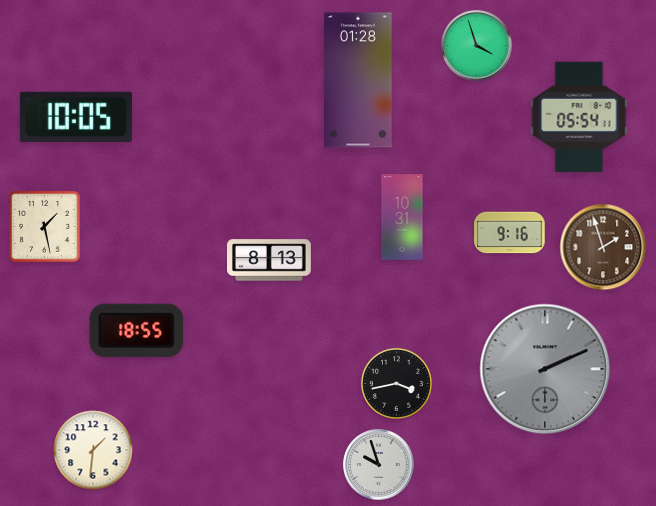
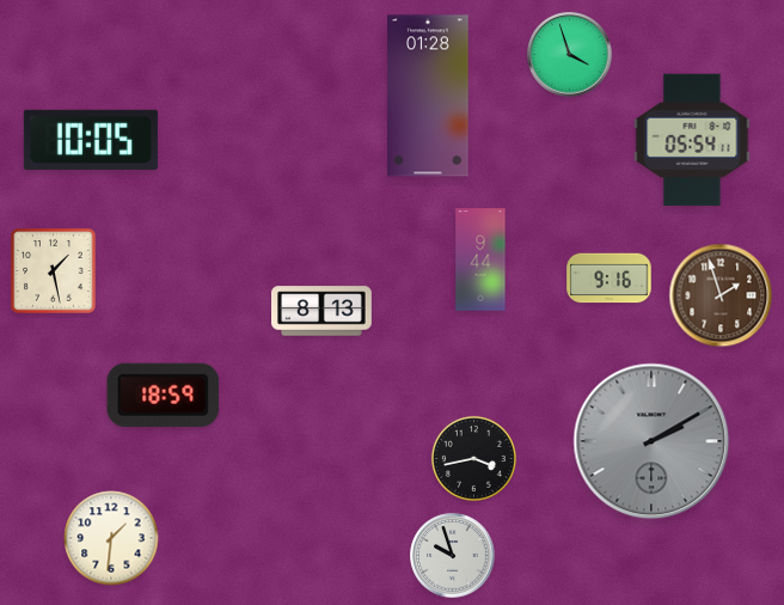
clock at (402, 217): 10:31 -> 9:44
clock at (137, 330): 18:55 -> 18:59
clock at (545, 369): 2:11 -> 2:10
